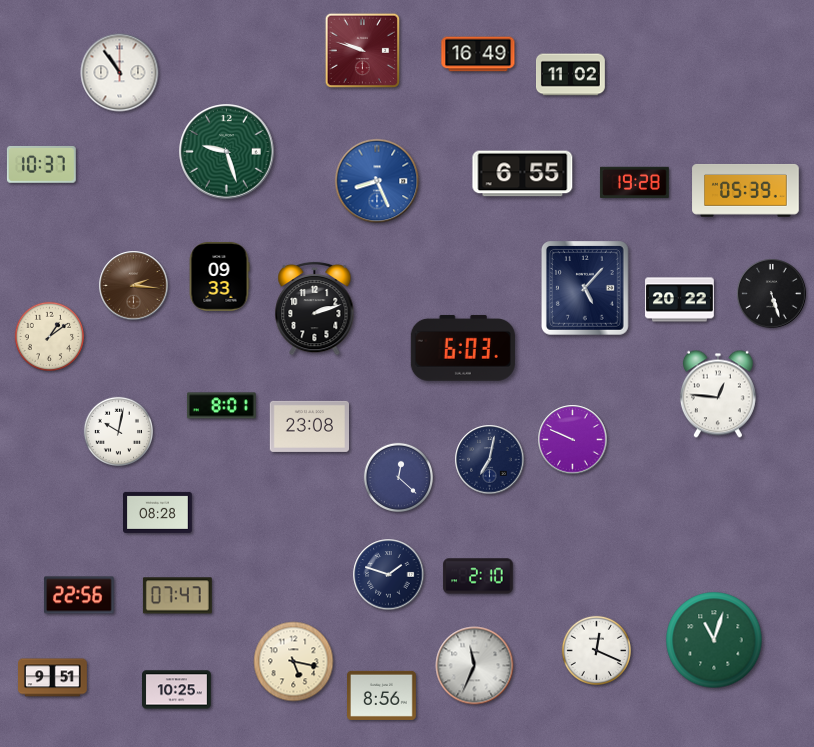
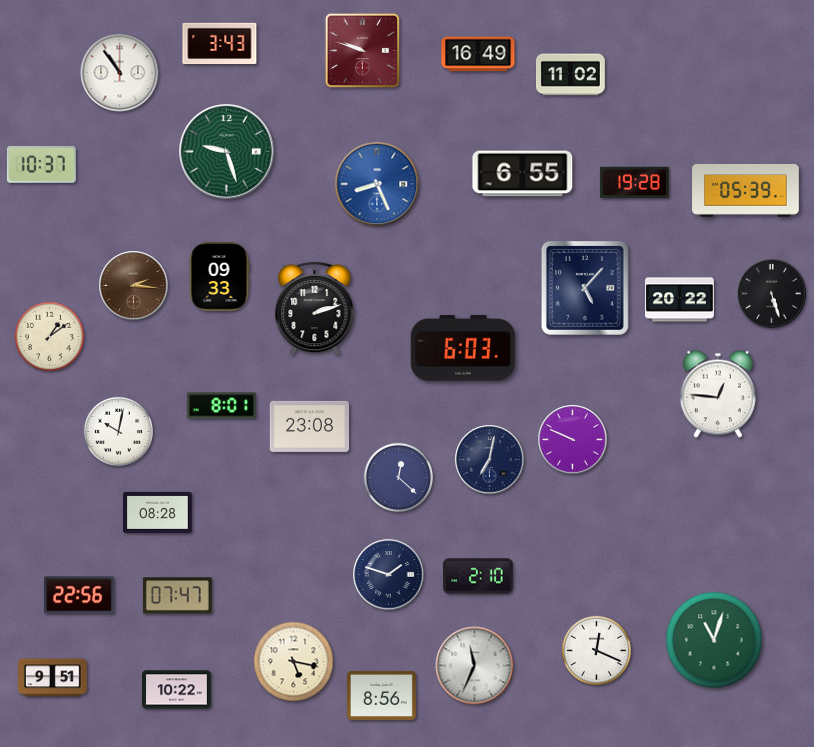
clock at (220, 44): none -> 3:43
clock at (377, 181) position: (377, 181) -> (377, 184)
clock at (177, 690): 10:25 -> 10:22
